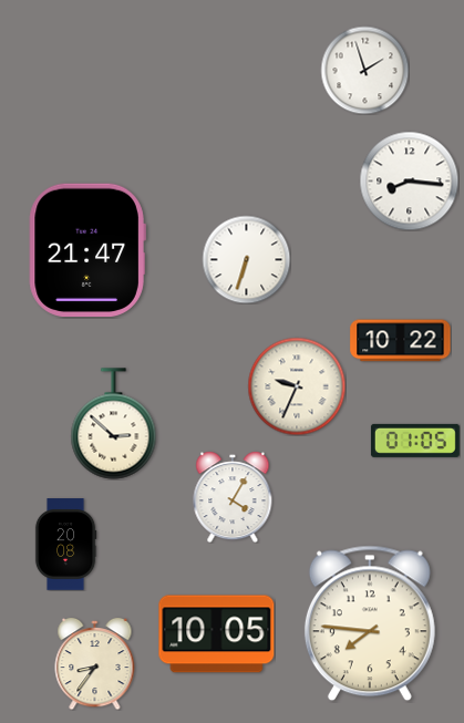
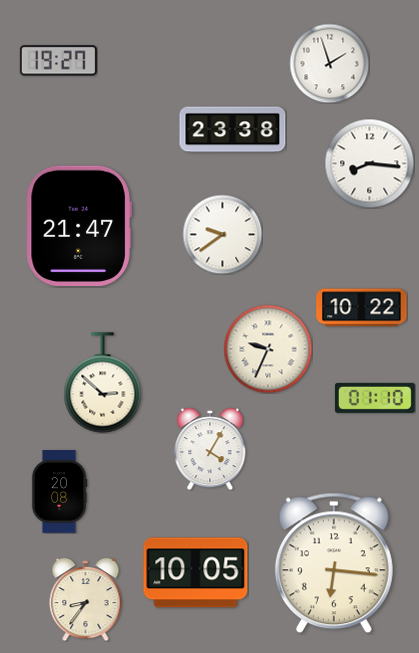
clock at (58, 61): none -> 19:27
clock at (233, 130): none -> 23:38
clock at (246, 259): 6:33 -> 9:39
clock at (415, 441): 01:05 -> 01:10
clock at (370, 623): 7:46 -> 6:16
